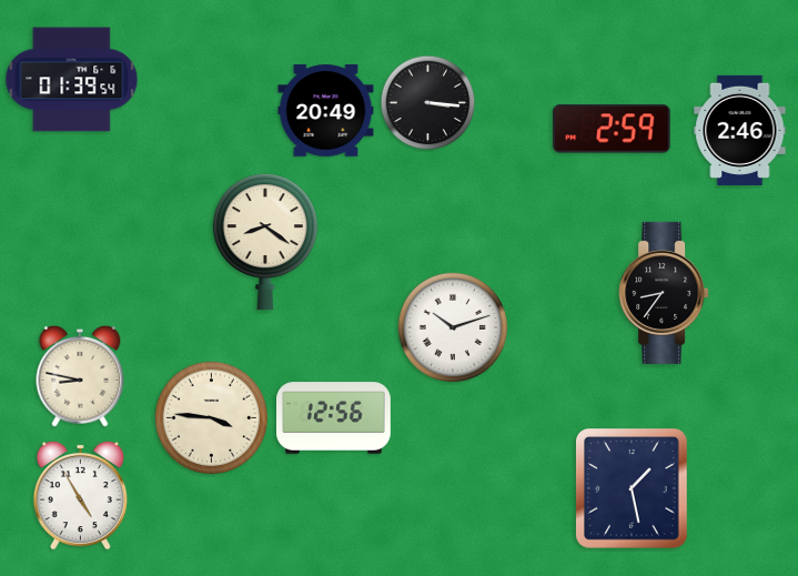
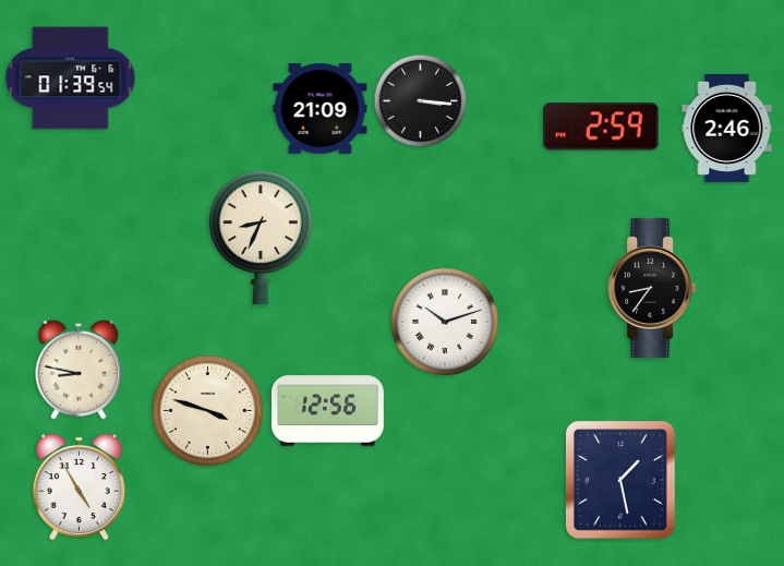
clock at (326, 111): 20:49 -> 21:09
clock at (265, 242): 8:21 -> 8:34
clock at (211, 417): 3:46 -> 3:48
